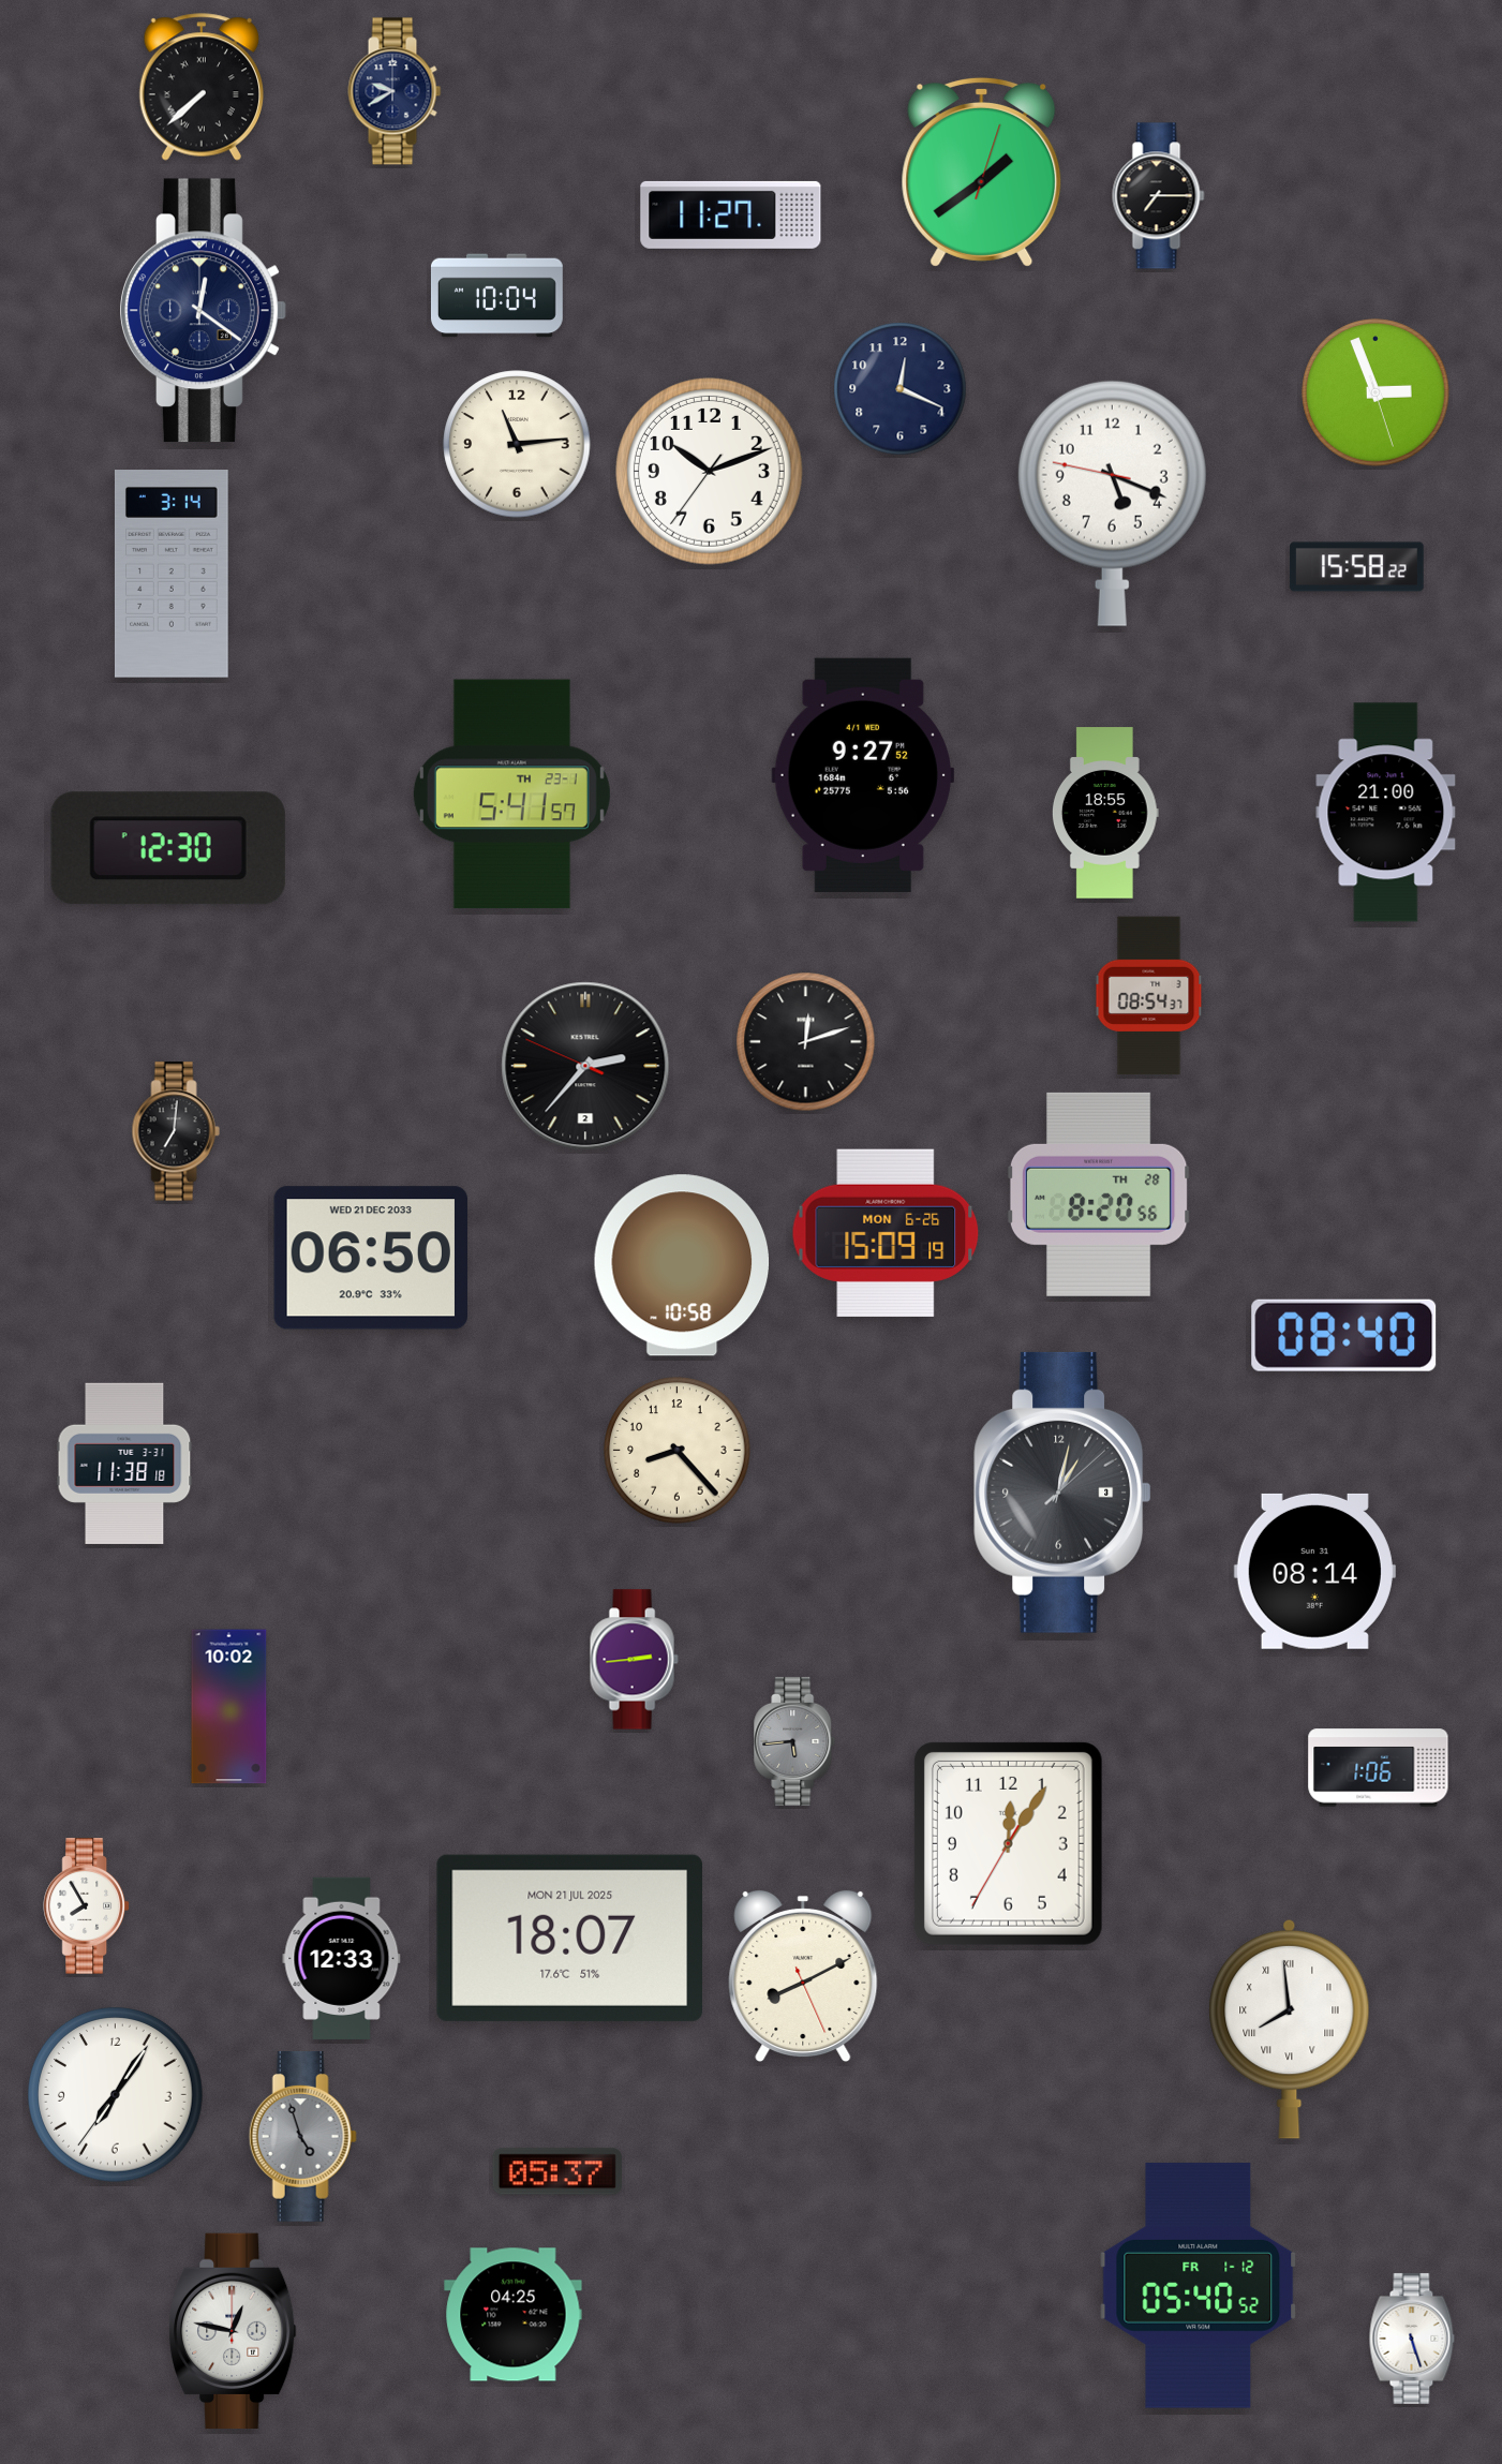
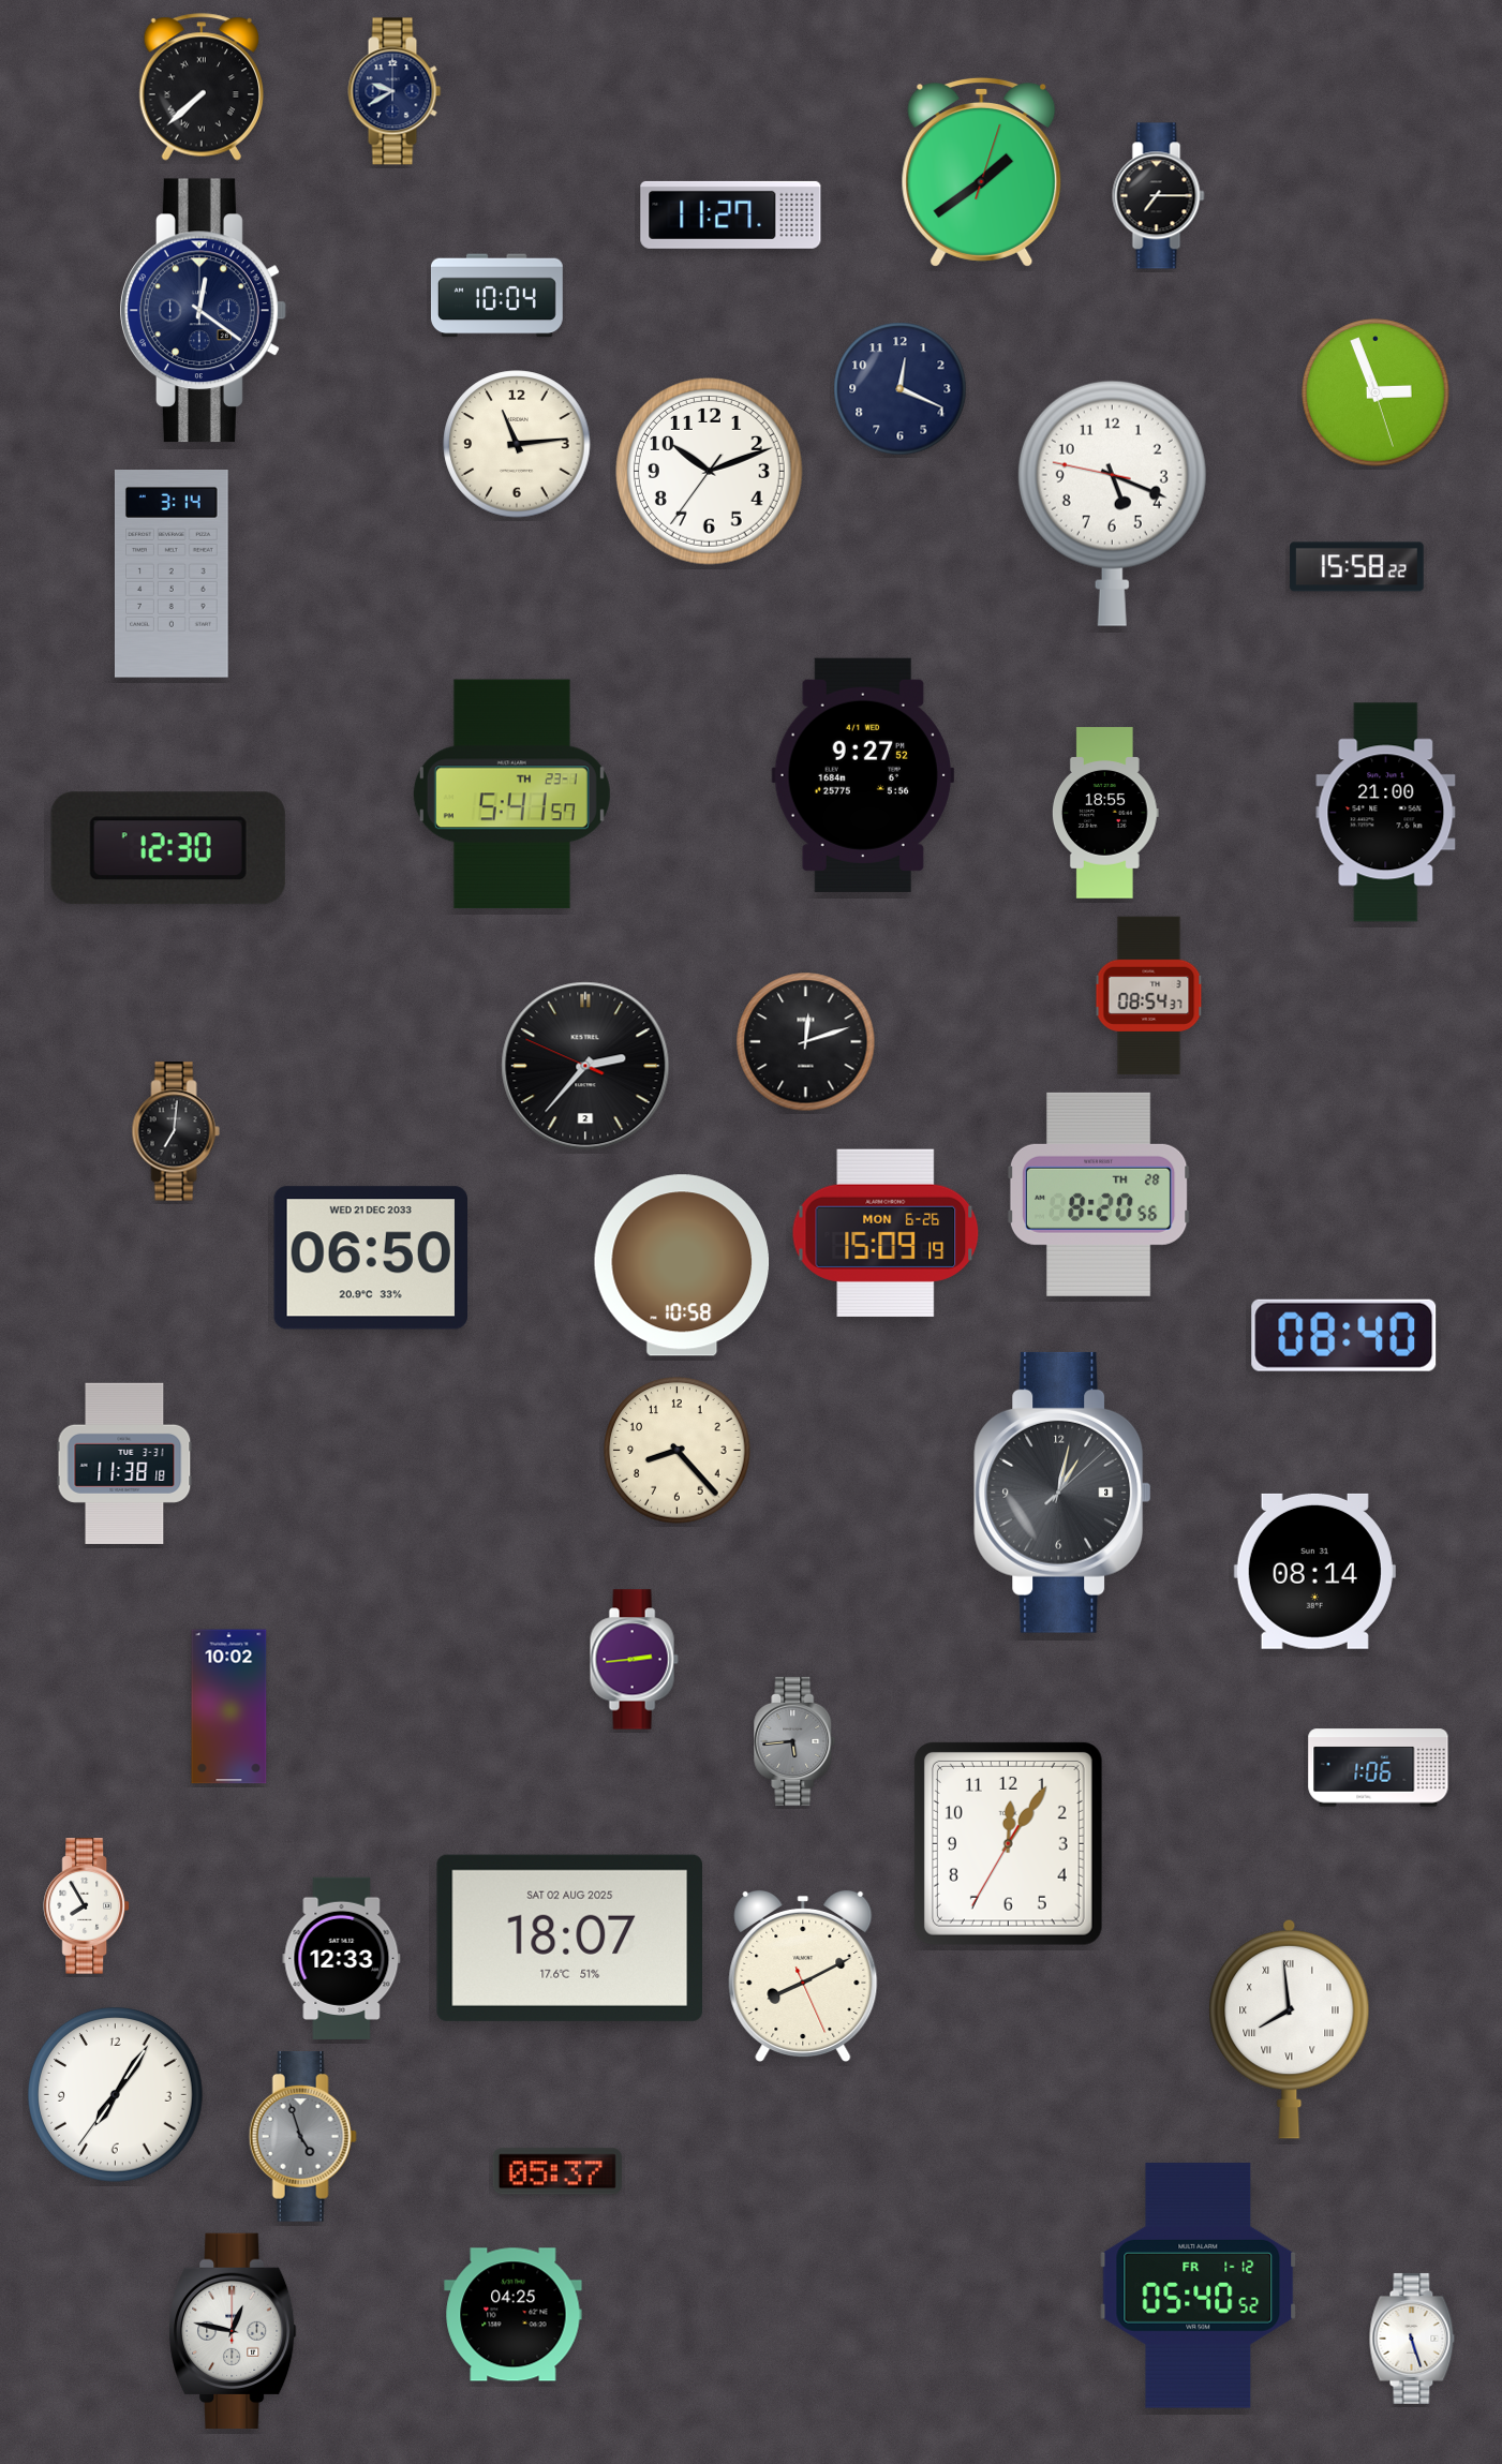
clock at (569, 1938) date: MON 21 JUL 2025 -> SAT 02 AUG 2025
